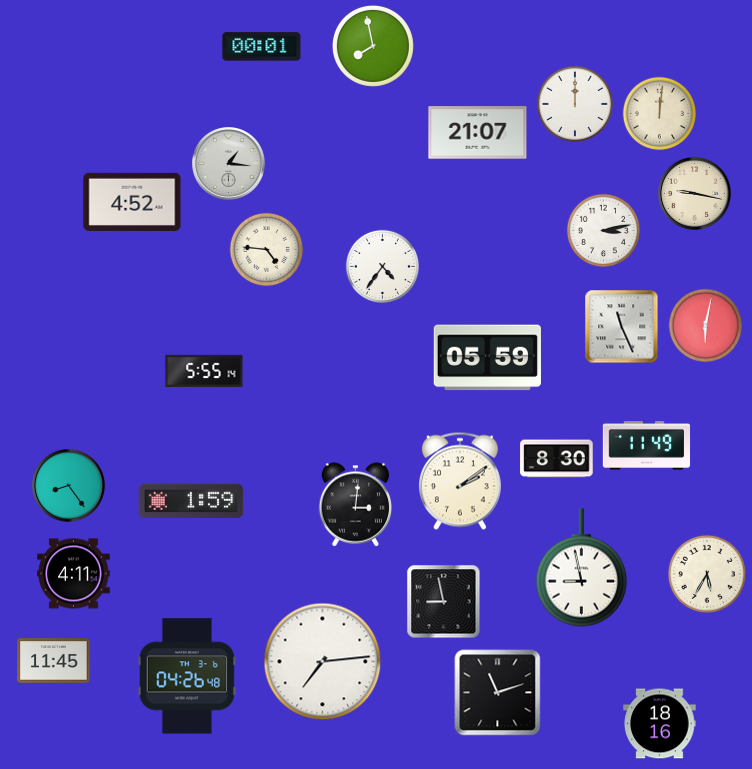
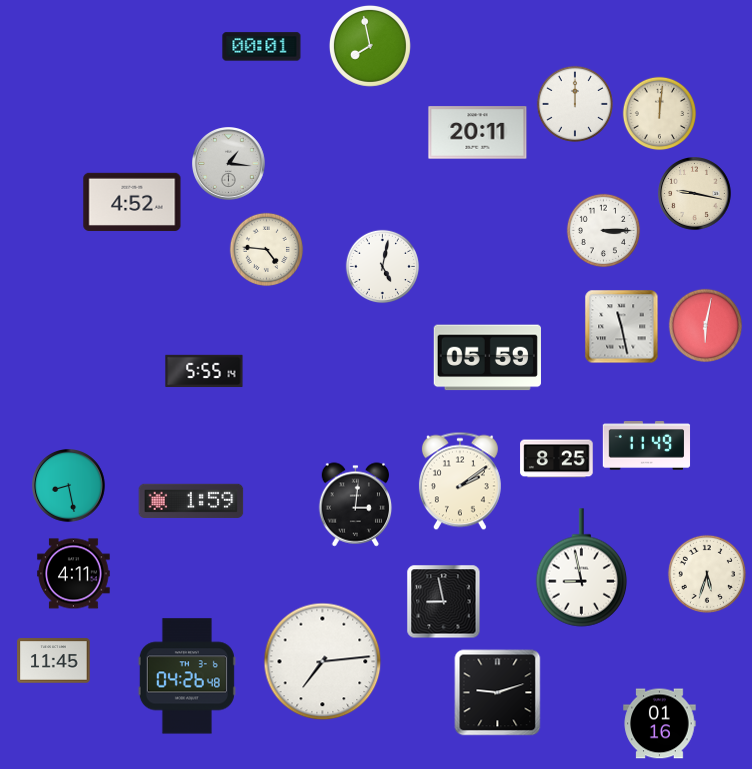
clock at (373, 46) position: (373, 46) -> (370, 46)
clock at (478, 133): 21:07 -> 20:11
clock at (604, 231): 3:13 -> 3:15
clock at (383, 267): 4:36 -> 5:02
clock at (622, 327): 11:26 -> 11:28
clock at (557, 459): 8:30 -> 8:25
clock at (69, 486): 8:24 -> 8:28
clock at (707, 574): 5:35 -> 5:33
clock at (498, 693): 11:12 -> 9:12
clock at (660, 724): 18:16 -> 01:16
